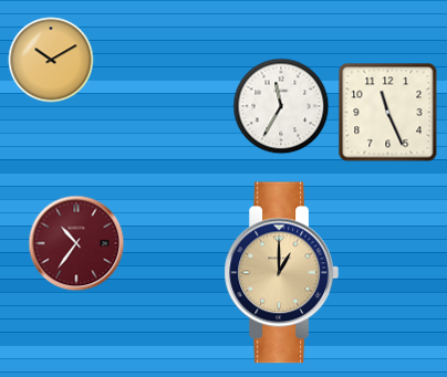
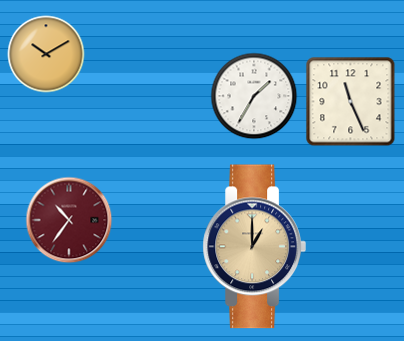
clock at (281, 106): 11:35 -> 1:35
